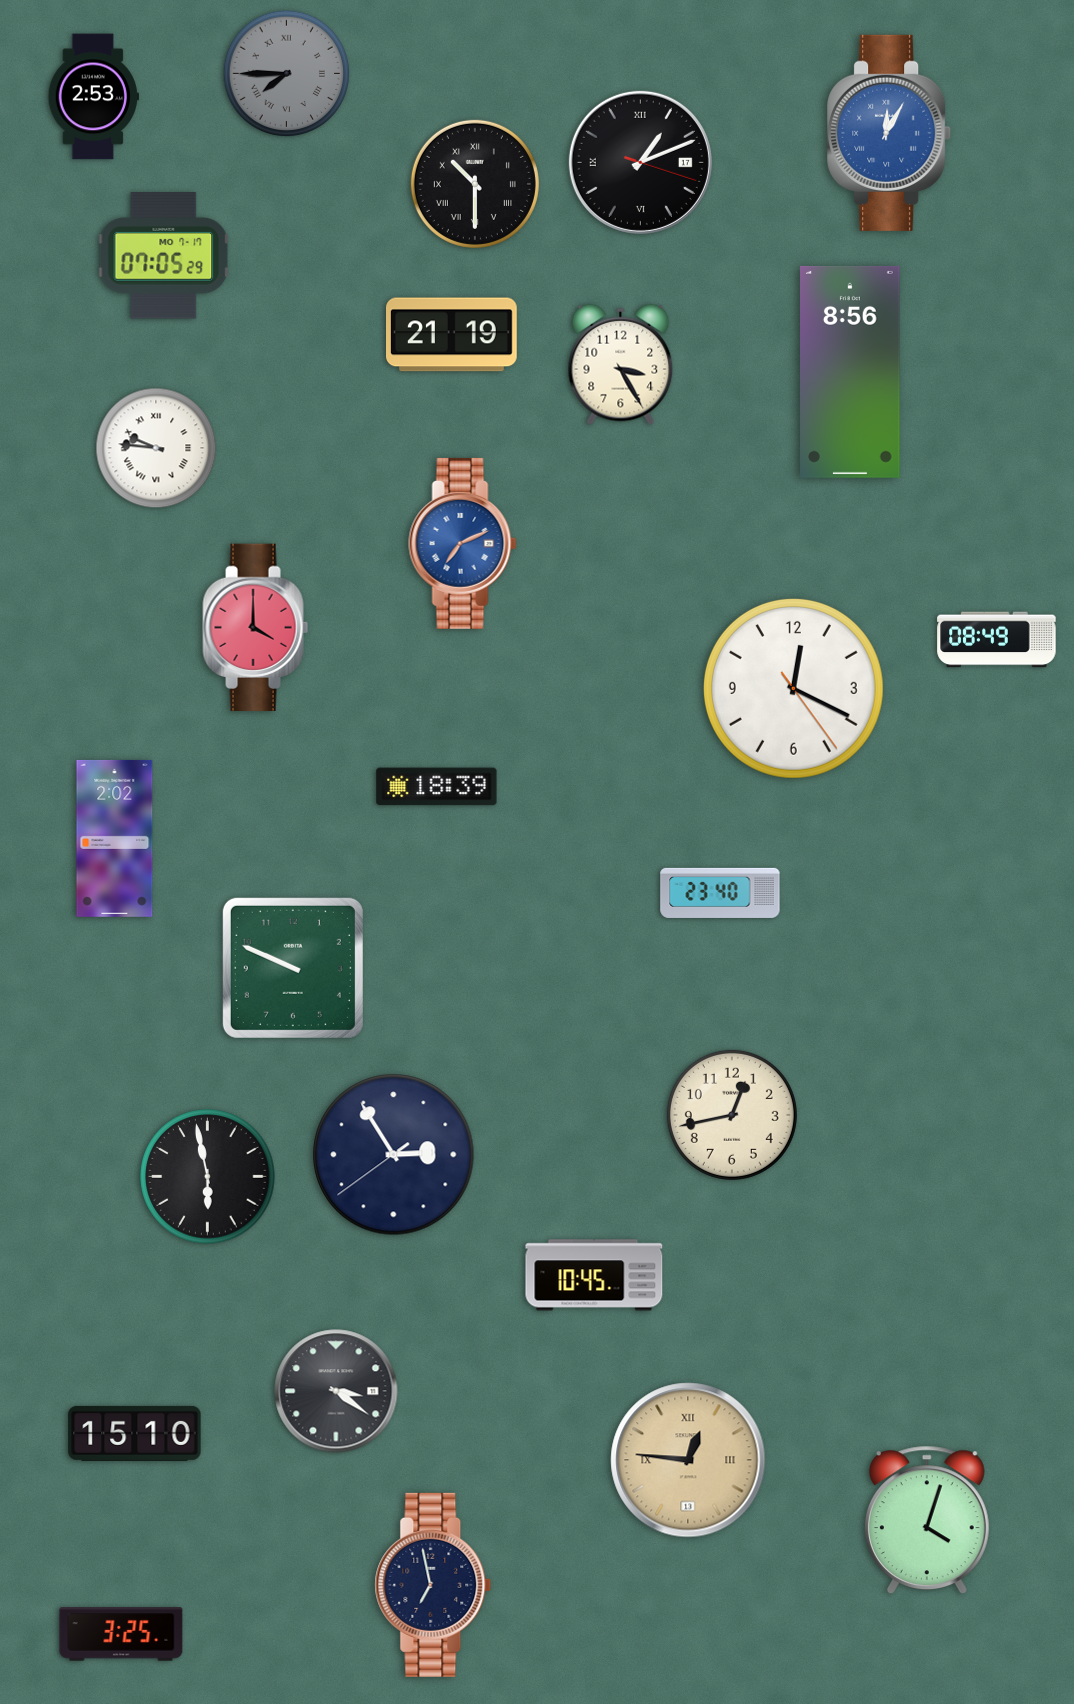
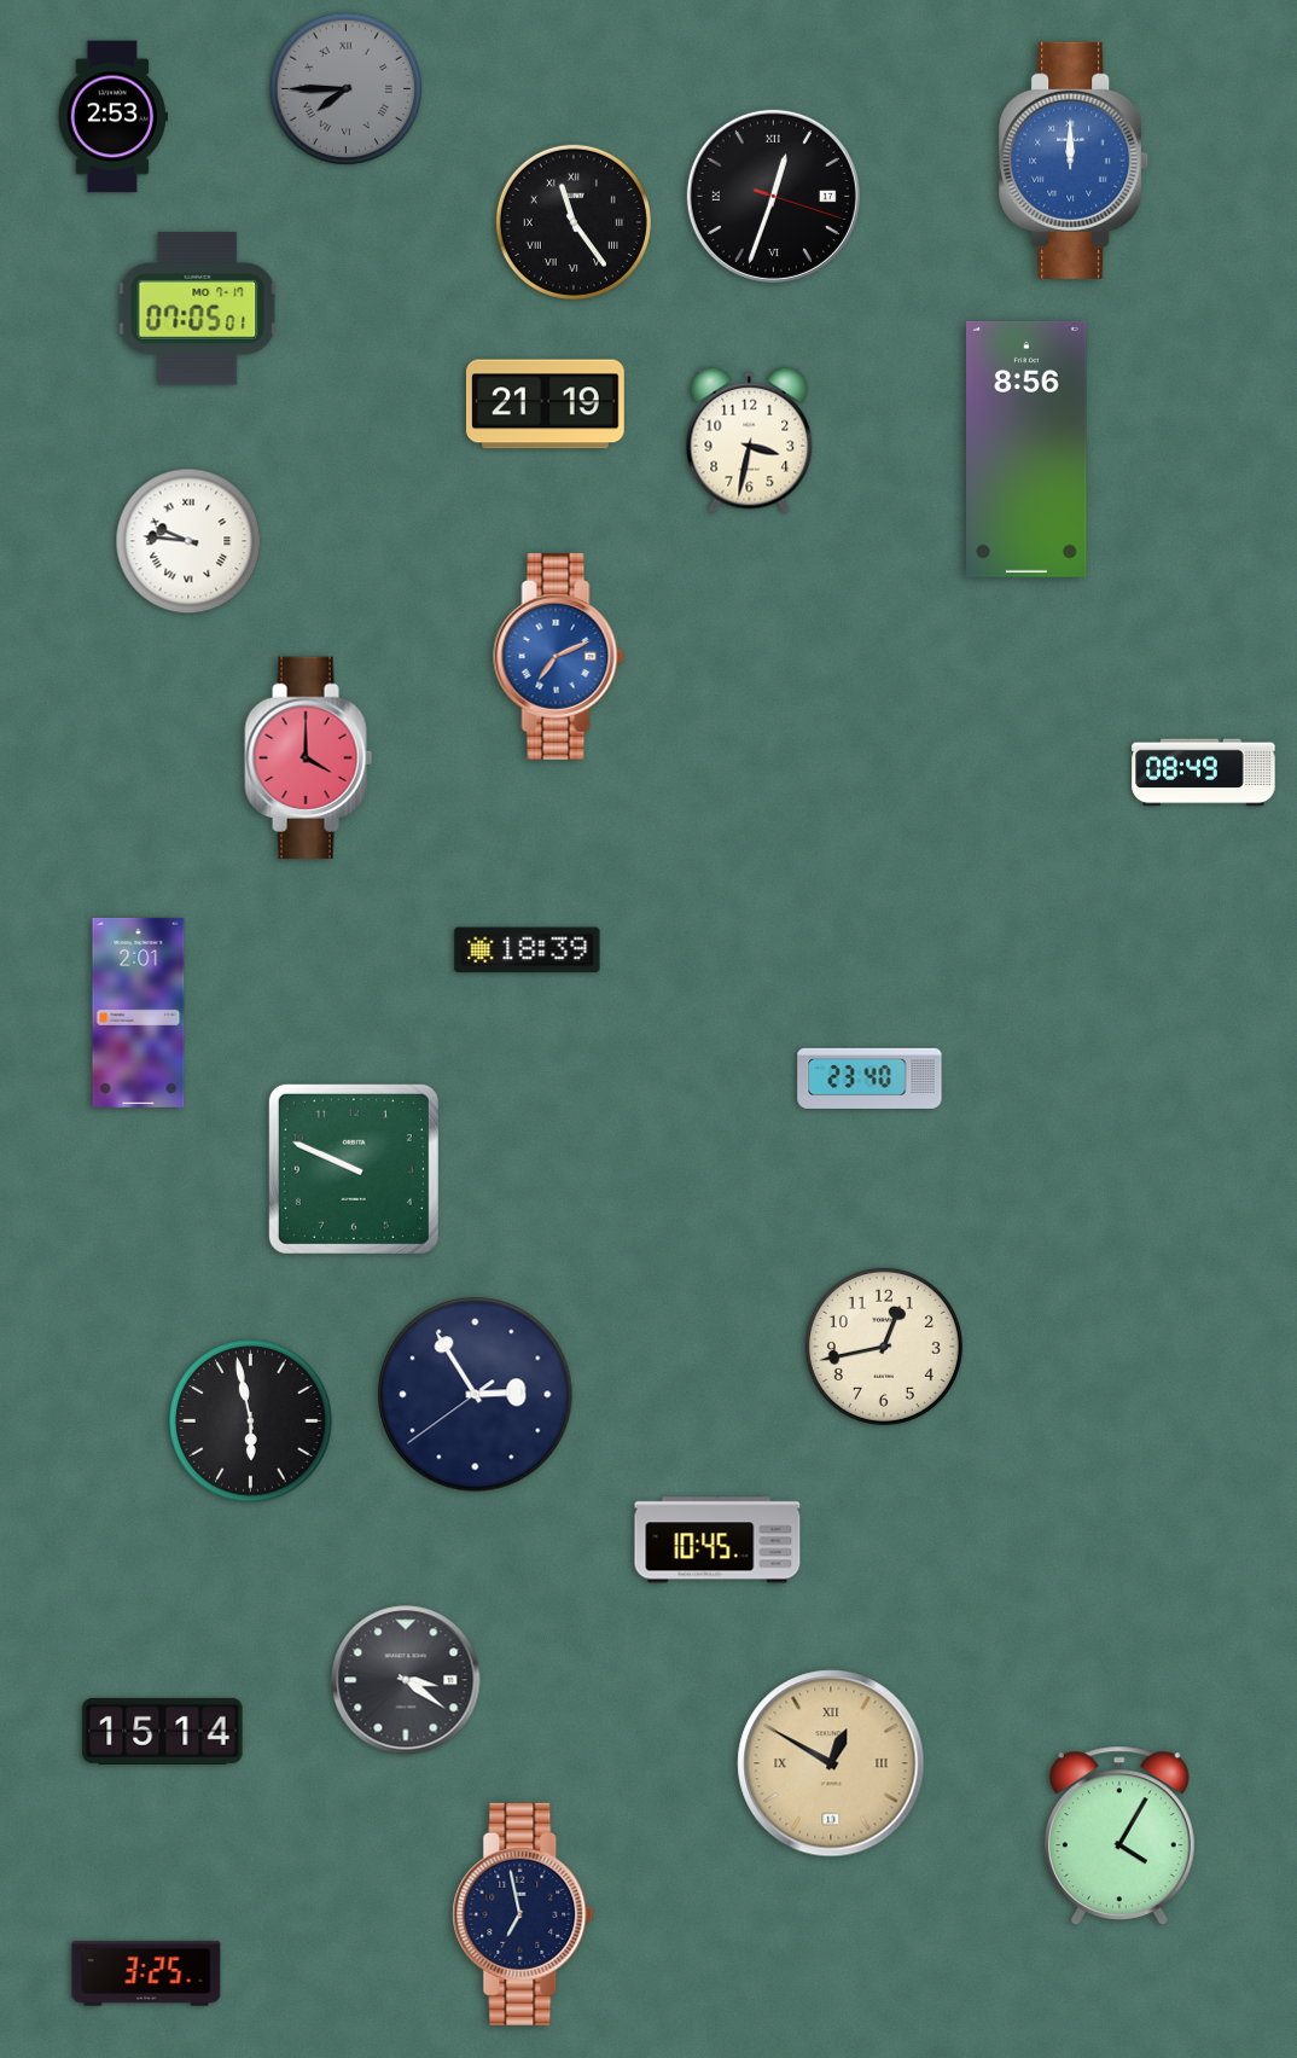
clock at (890, 133): 12:05 -> 12:00
clock at (640, 162): 1:11 -> 12:33
clock at (475, 184): 10:30 -> 11:24
clock at (164, 256): 07:05:29 -> 07:05:01
clock at (621, 365): 3:25 -> 3:32
clock at (793, 688): 12:19 -> none
clock at (115, 838): 2:02 -> 2:01
clock at (135, 1433): 15:10 -> 15:14
clock at (688, 1460): 12:46 -> 12:50
clock at (927, 1519): 4:03 -> 4:05
